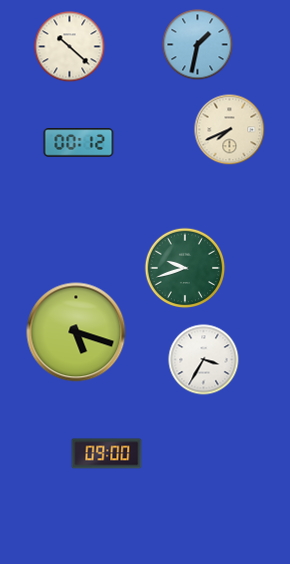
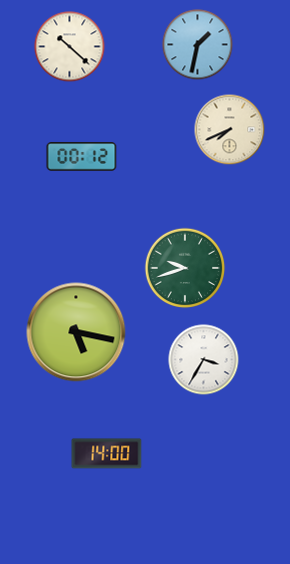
clock at (79, 143) position: (79, 143) -> (82, 157)
clock at (76, 332): 5:18 -> 5:17
clock at (107, 454): 09:00 -> 14:00
